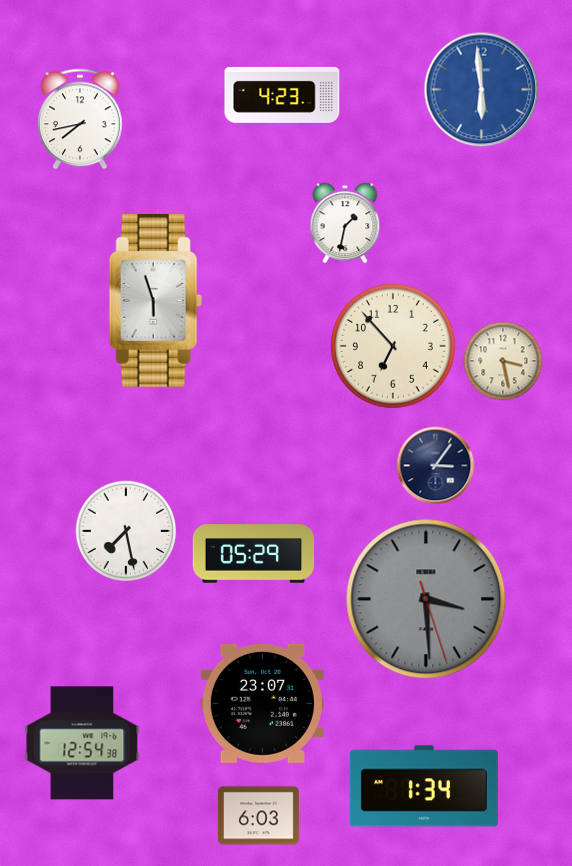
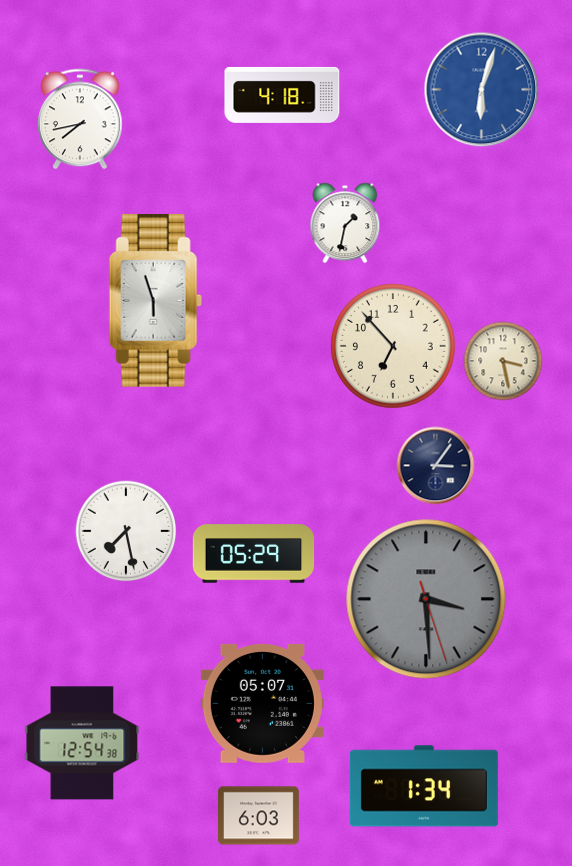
clock at (482, 90): 5:59 -> 6:03
clock at (282, 95): 4:23 -> 4:18
clock at (262, 703): 23:07 -> 05:07
